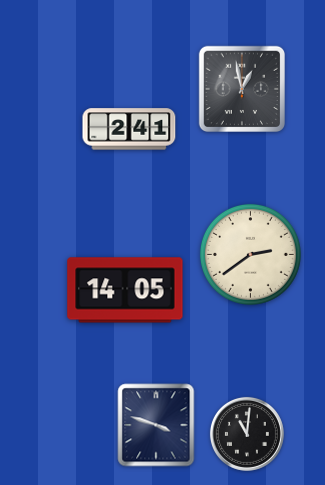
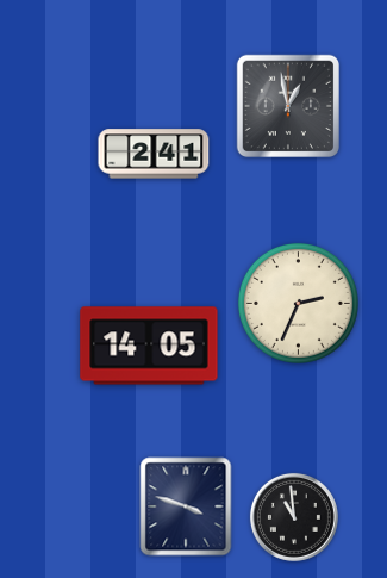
clock at (250, 254): 2:39 -> 2:34
clock at (247, 434): 11:01 -> 10:59
